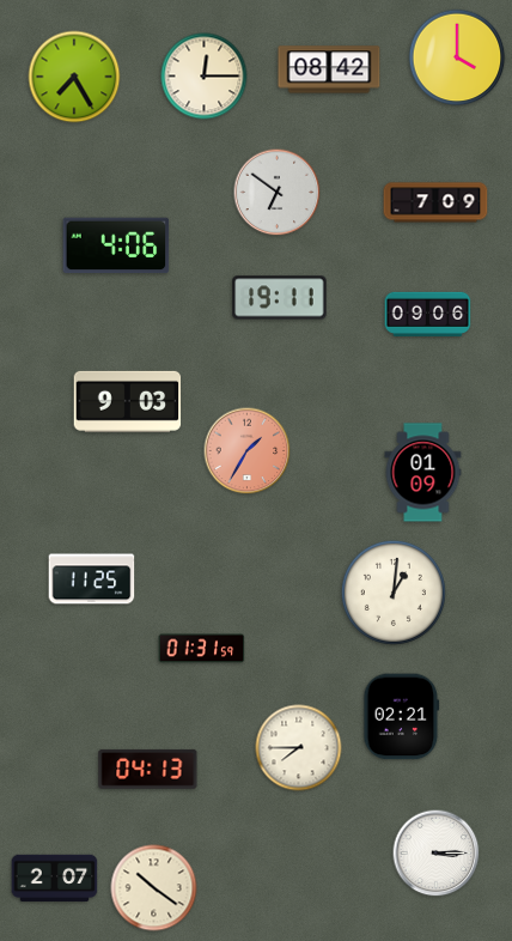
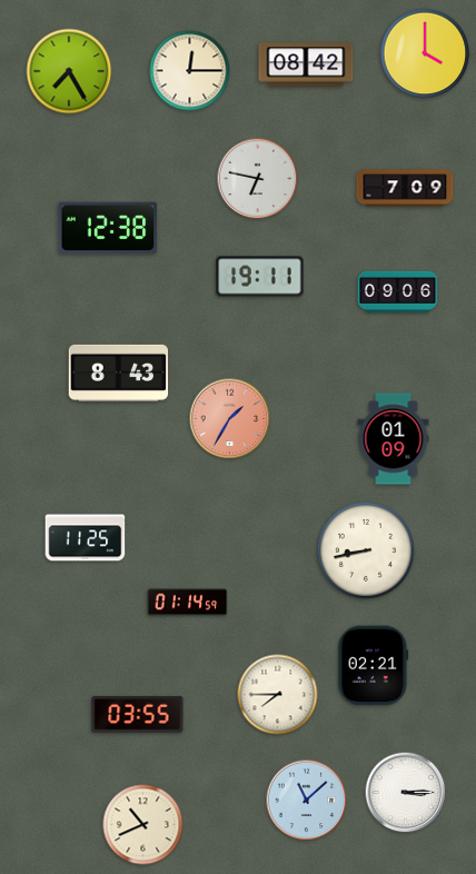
clock at (278, 193): 6:51 -> 6:47
clock at (116, 245): 4:06 -> 12:38
clock at (128, 401): 9:03 -> 8:43
clock at (394, 593): 1:01 -> 8:43
clock at (202, 649): 01:31 -> 01:14
clock at (148, 769): 04:13 -> 03:55
clock at (307, 801): none -> 11:08
clock at (55, 879): 2:07 -> none
clock at (154, 888): 10:21 -> 10:41
